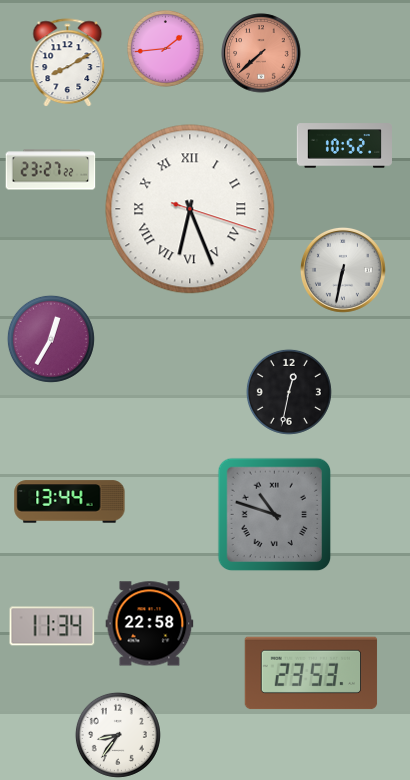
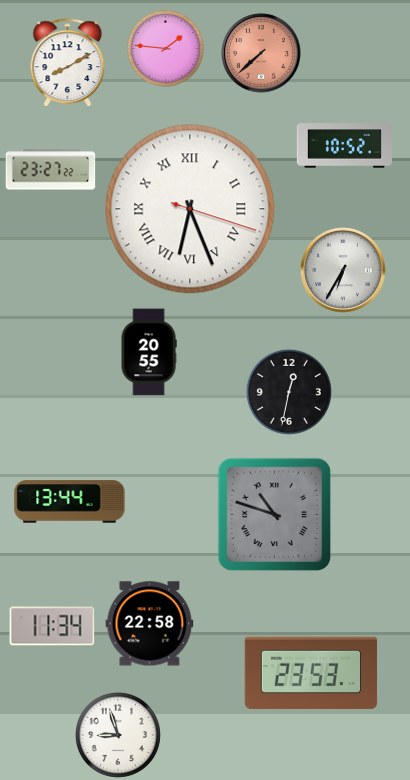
clock at (165, 48): 1:44 -> 1:46
clock at (343, 270): 6:32 -> 6:35
clock at (51, 339): 12:35 -> none
clock at (149, 352): none -> 20:55
clock at (118, 735): 8:36 -> 8:57
